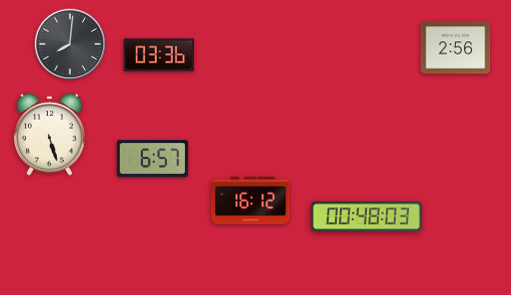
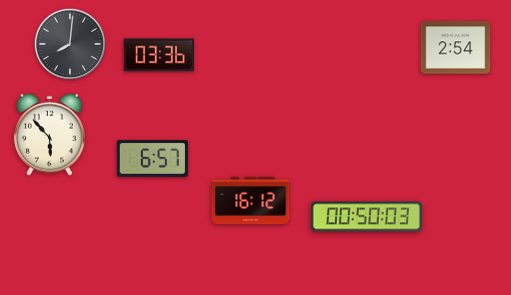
clock at (456, 48): 2:56 -> 2:54
clock at (49, 134): 5:27 -> 5:53
clock at (366, 217): 00:48 -> 00:50
